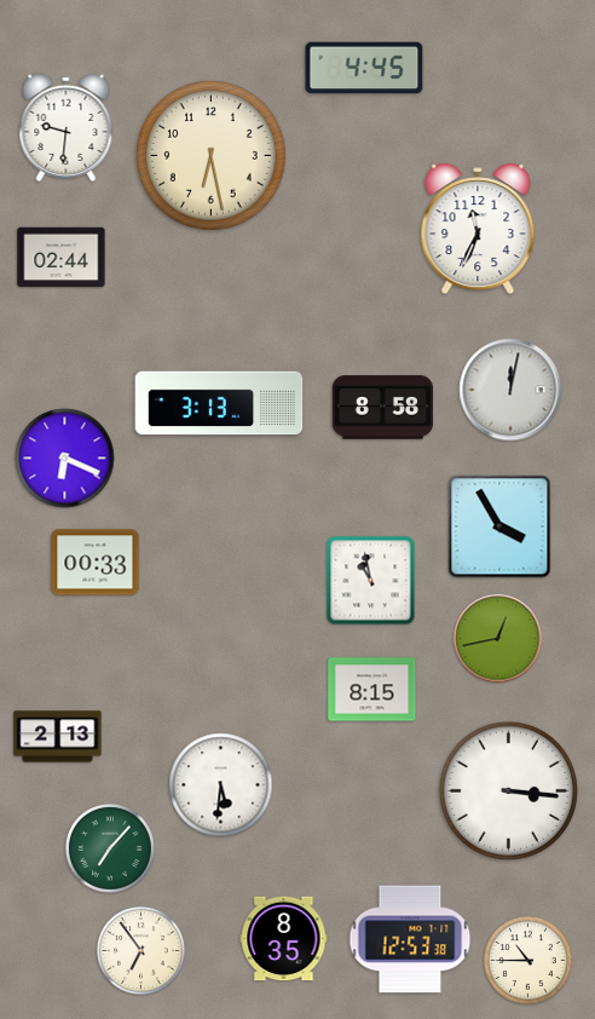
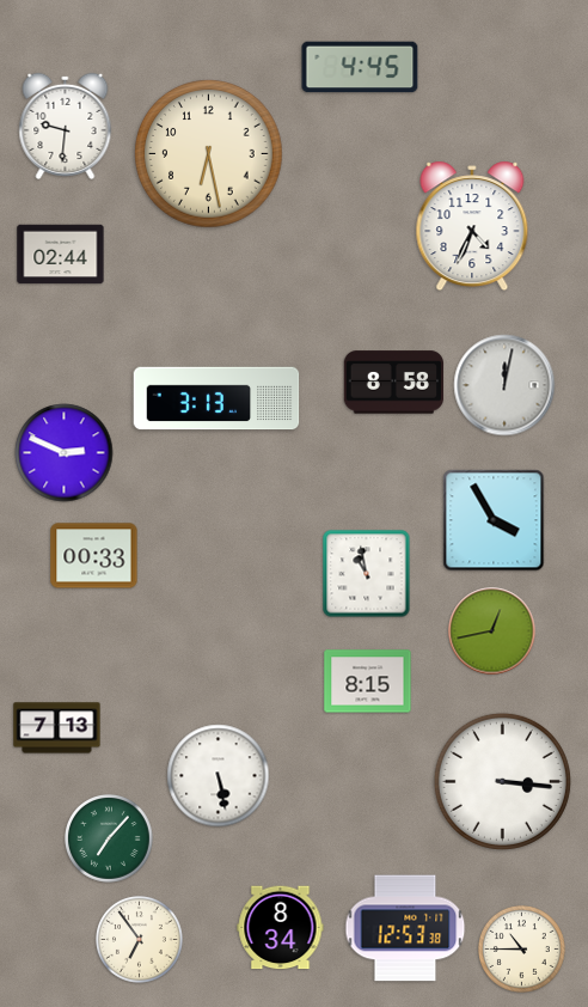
clock at (478, 229): 11:34 -> 4:34
clock at (382, 408) position: (382, 408) -> (393, 383)
clock at (65, 459): 6:19 -> 2:49
clock at (58, 737): 2:13 -> 7:13
clock at (221, 785): 5:31 -> 5:28
clock at (284, 939): 8:35 -> 8:34
